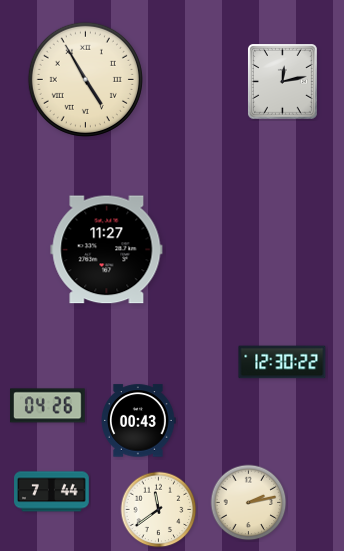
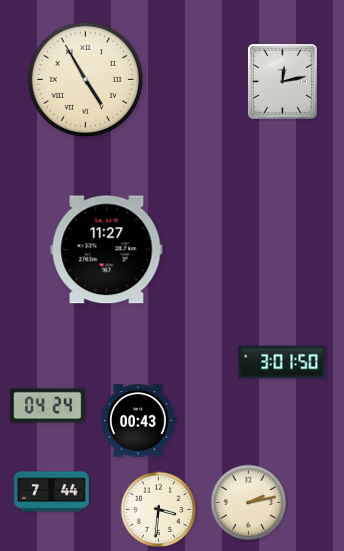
clock at (282, 362): 12:30 -> 3:01
clock at (48, 406): 04:26 -> 04:24
clock at (159, 510): 11:39 -> 3:31
